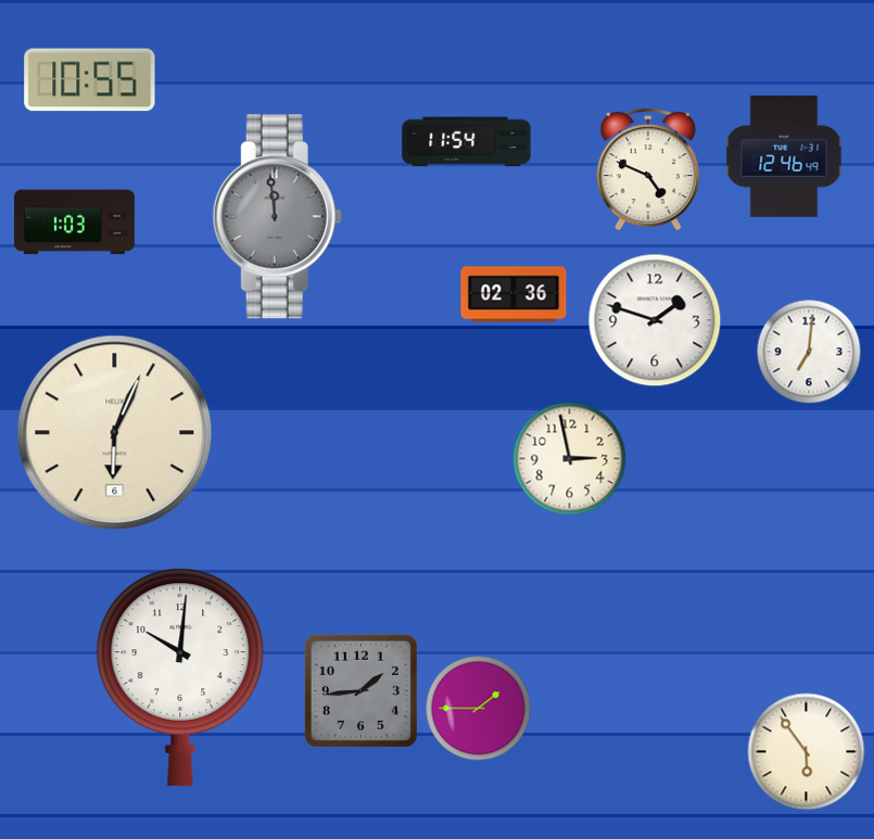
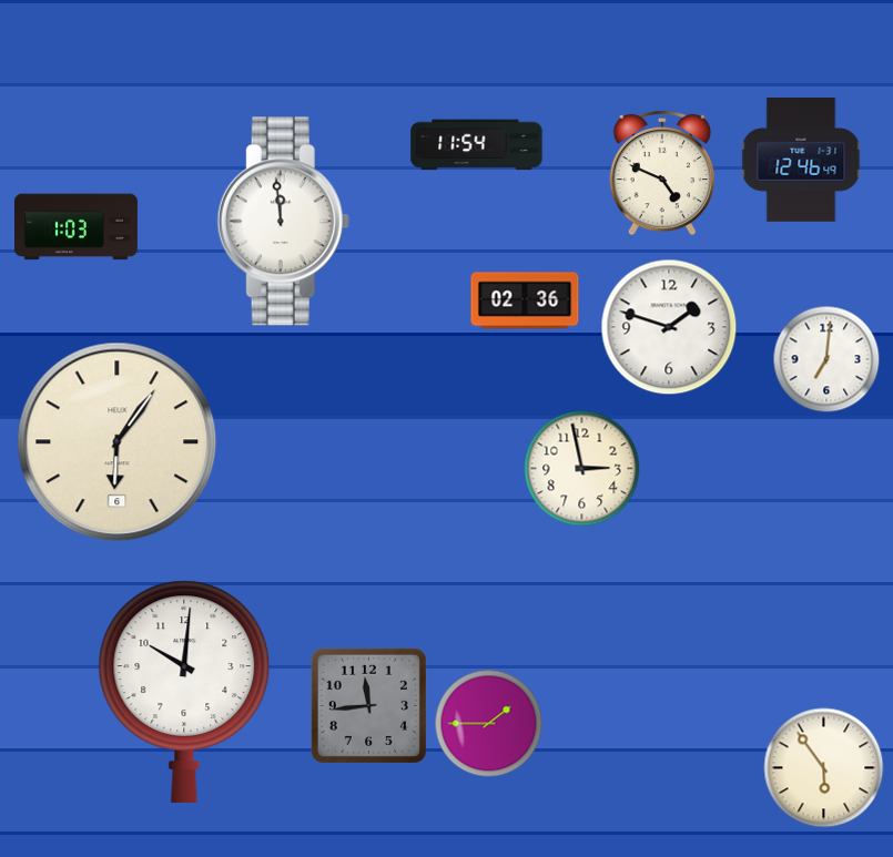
clock at (90, 80): 10:55 -> none
clock at (277, 217) dial: grey -> white
clock at (115, 433): 6:04 -> 6:06
clock at (360, 690): 1:44 -> 11:44
